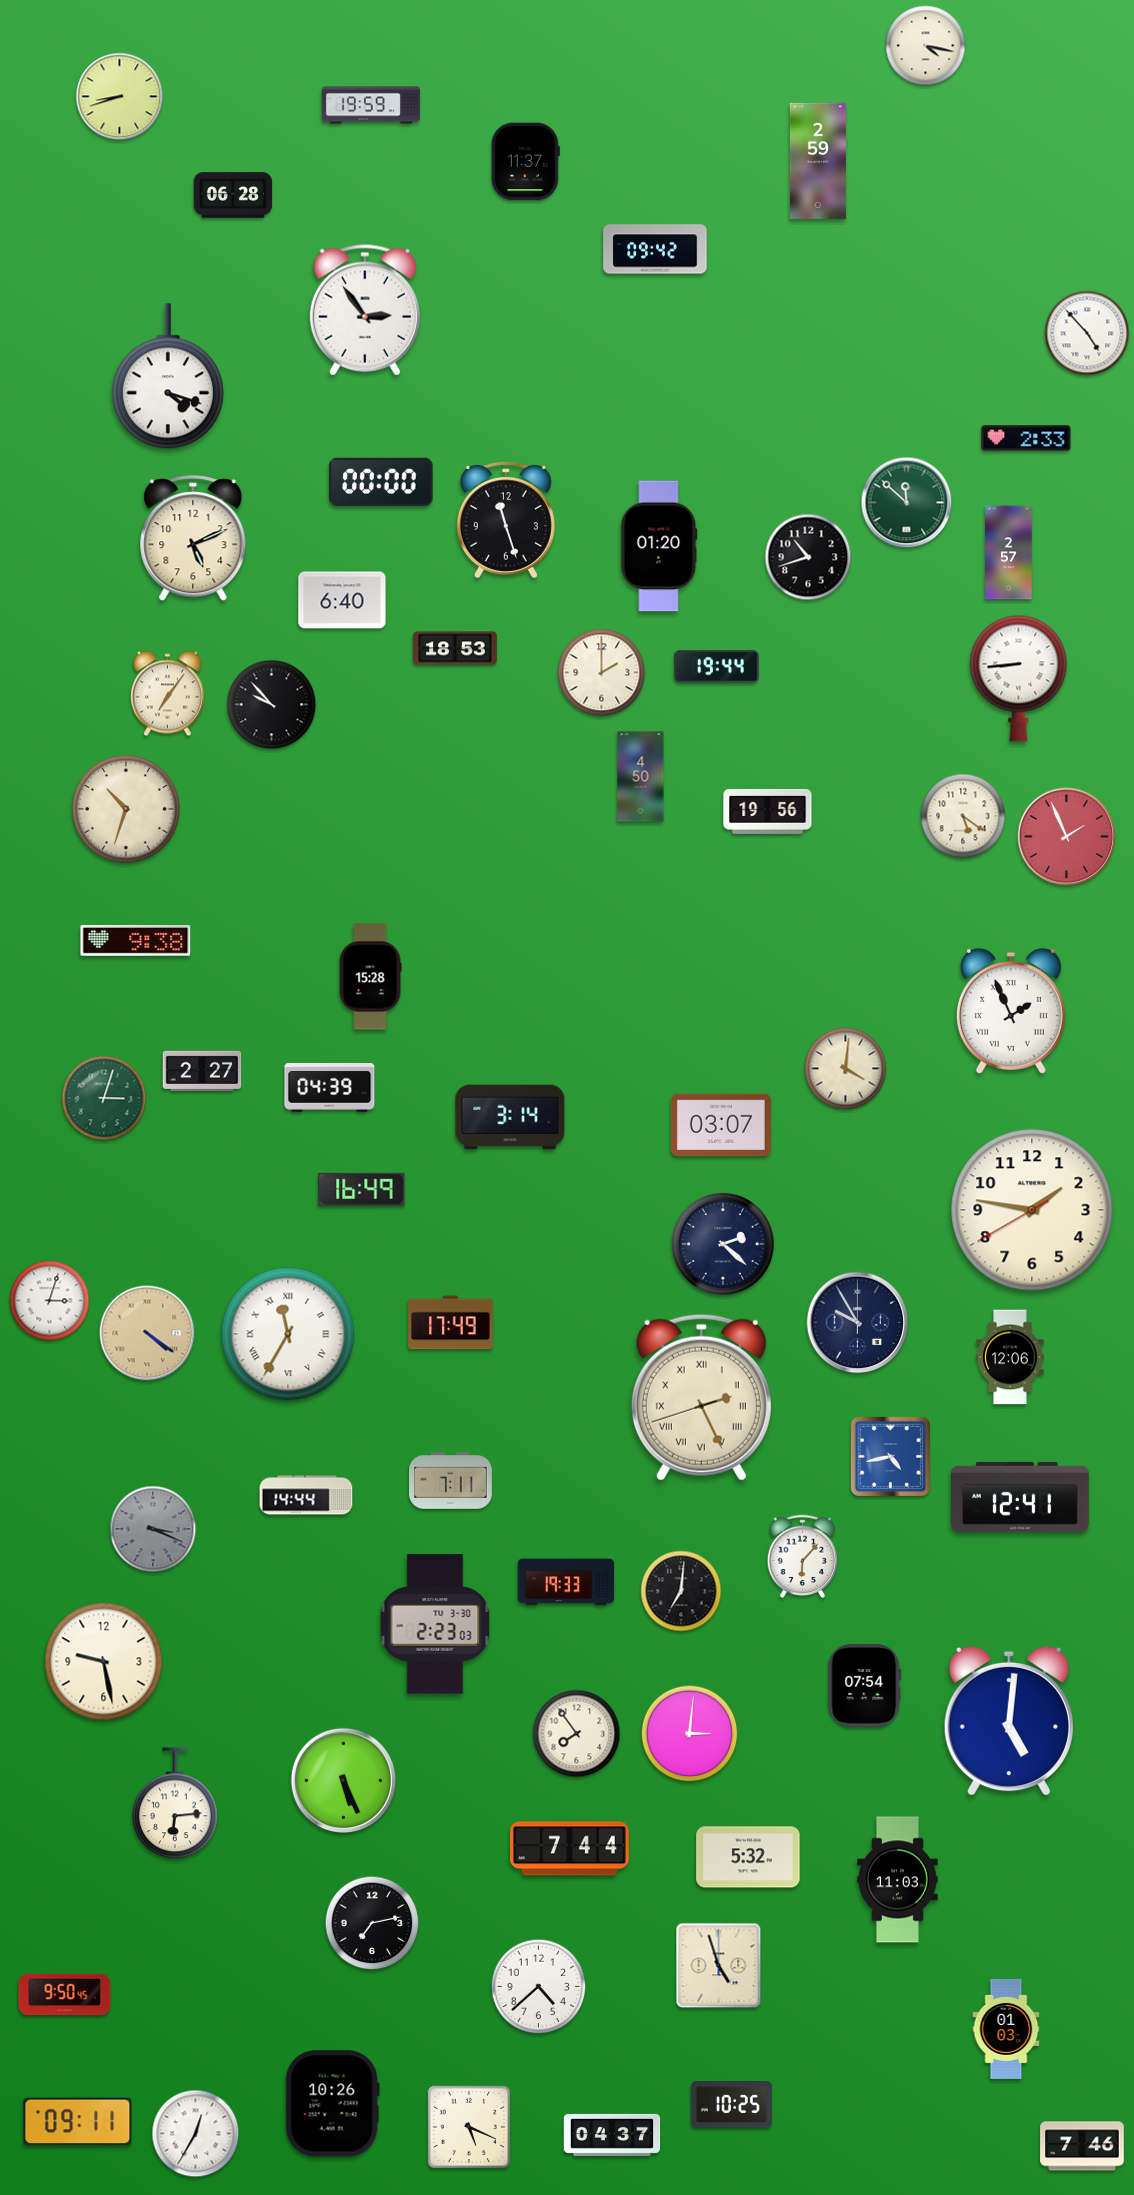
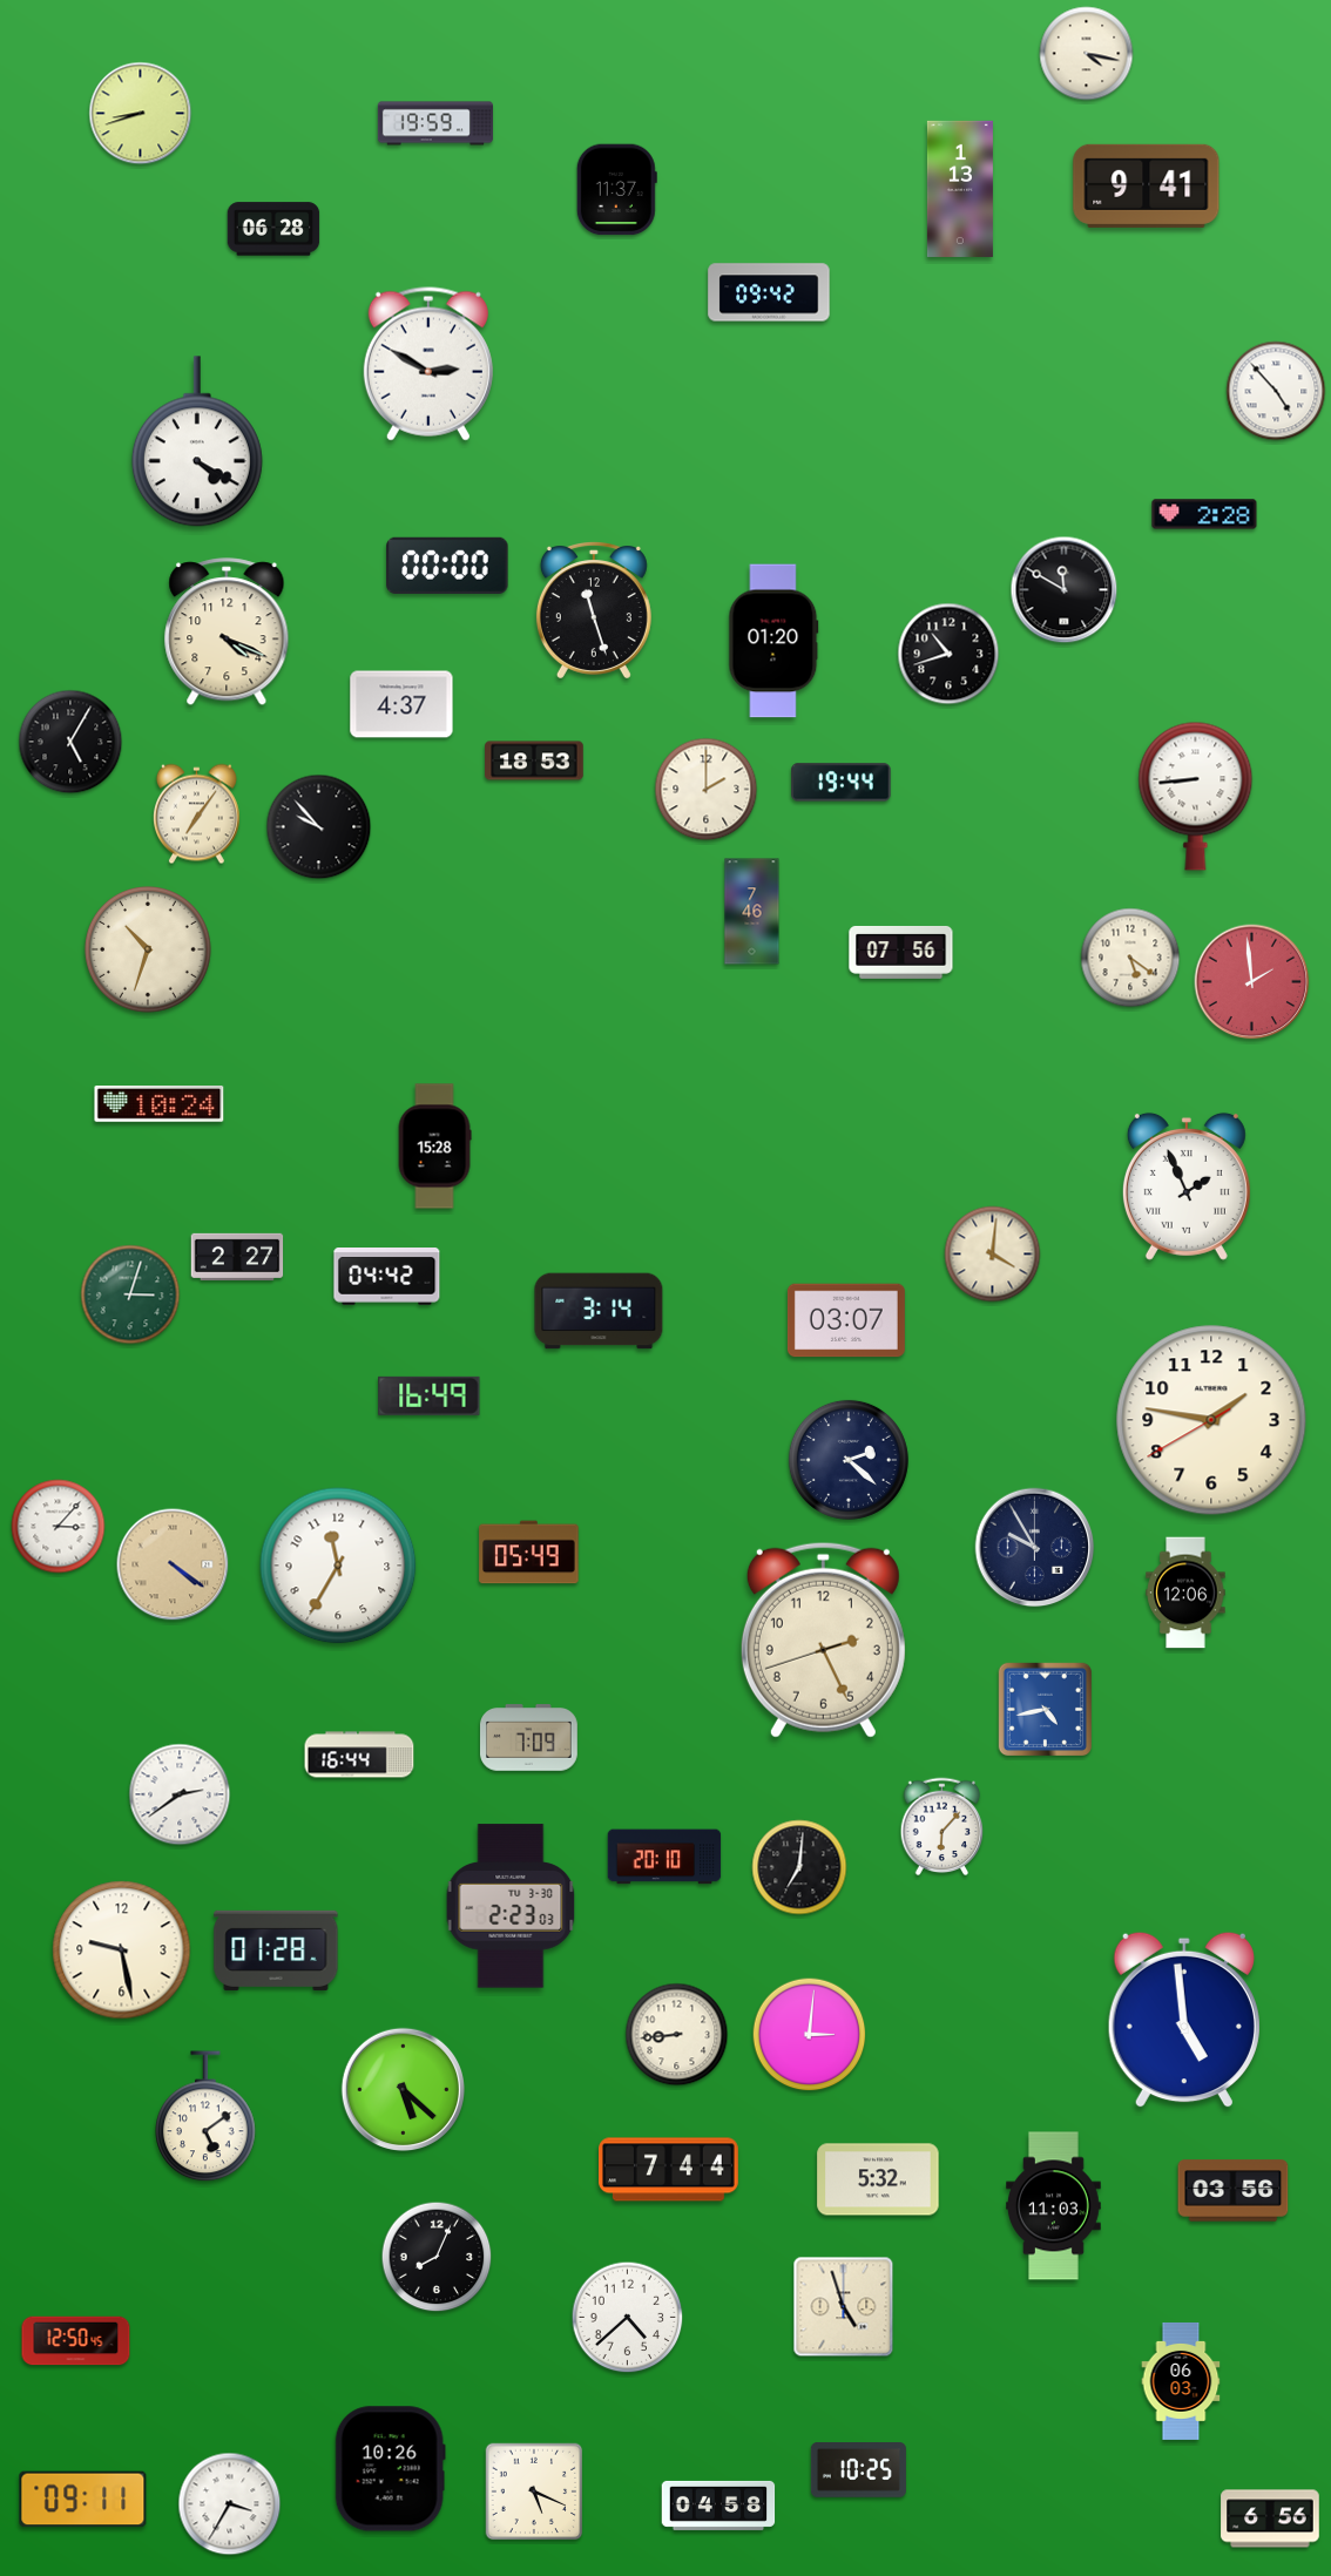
clock at (1147, 185): none -> 9:41
clock at (818, 161): 2:59 -> 1:13
clock at (365, 310): 2:54 -> 2:50
clock at (168, 376): 4:18 -> 4:20
clock at (1026, 438): 2:33 -> 2:28
clock at (907, 503): 11:52 -> 11:50
clock at (907, 503) dial: green -> black
clock at (193, 539): 5:11 -> 4:19
clock at (1009, 553): 2:57 -> none
clock at (342, 600): 6:40 -> 4:37
clock at (70, 742): none -> 5:05
clock at (641, 777): 4:50 -> 7:46
clock at (768, 811): 19:56 -> 07:56
clock at (1067, 837): 1:56 -> 1:59
clock at (136, 941): 9:38 -> 10:24
clock at (330, 1088): 04:39 -> 04:42
clock at (104, 1098) position: (104, 1098) -> (130, 1294)
clock at (362, 1189) position: (362, 1189) -> (430, 1395)
clock at (50, 1301): 3:03 -> 3:07
clock at (451, 1323): 17:49 -> 05:49
clock at (858, 1323) position: (858, 1323) -> (1035, 1548)
clock at (288, 1334) numerals: Roman -> Arabic
clock at (701, 1397) numerals: Roman -> Arabic
clock at (451, 1481): 7:11 -> 7:09
clock at (306, 1495): 14:44 -> 16:44
clock at (1021, 1497): 12:41 -> none
clock at (153, 1529): 3:19 -> 2:39
clock at (153, 1529) dial: grey -> white
clock at (566, 1582): 19:33 -> 20:10
clock at (276, 1950): none -> 01:28
clock at (865, 1685): 07:54 -> none
clock at (1009, 1721): 5:01 -> 4:59
clock at (577, 1734): 7:54 -> 8:44
clock at (343, 1780): 5:26 -> 5:22
clock at (175, 1804): 6:14 -> 5:09
clock at (1234, 2191): none -> 03:56
clock at (372, 1923): 7:13 -> 8:04
clock at (539, 1987) position: (539, 1987) -> (628, 2318)
clock at (65, 1995): 9:50 -> 12:50
clock at (1006, 2029): 01:03 -> 06:03
clock at (78, 2122) position: (78, 2122) -> (83, 2500)
clock at (469, 2127) position: (469, 2127) -> (534, 2492)
clock at (196, 2134): 12:35 -> 3:35
clock at (612, 2135): 04:37 -> 04:58
clock at (1082, 2146): 7:46 -> 6:56
